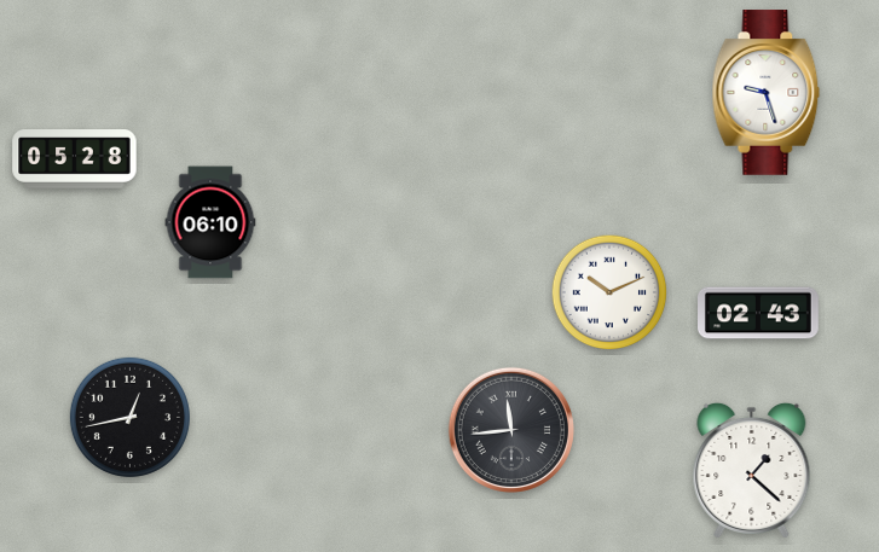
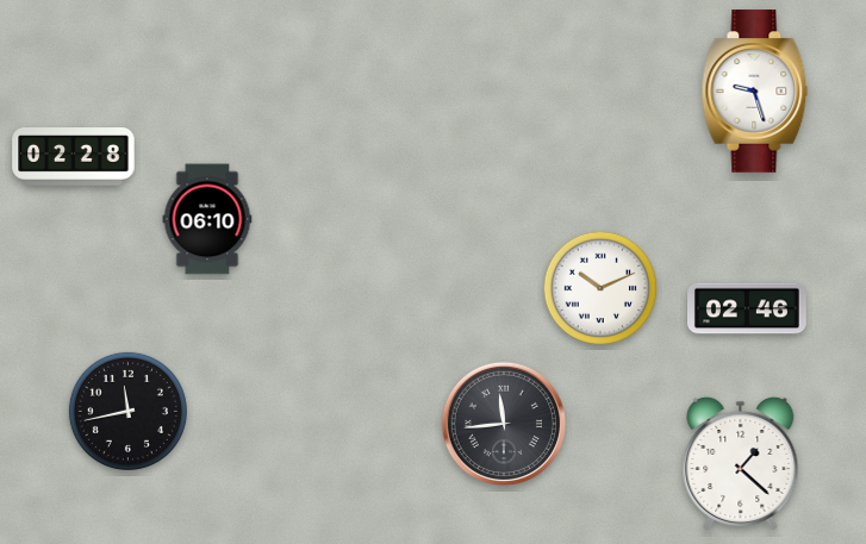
clock at (75, 159): 05:28 -> 02:28
clock at (759, 313): 02:43 -> 02:46
clock at (129, 417): 12:43 -> 11:43
